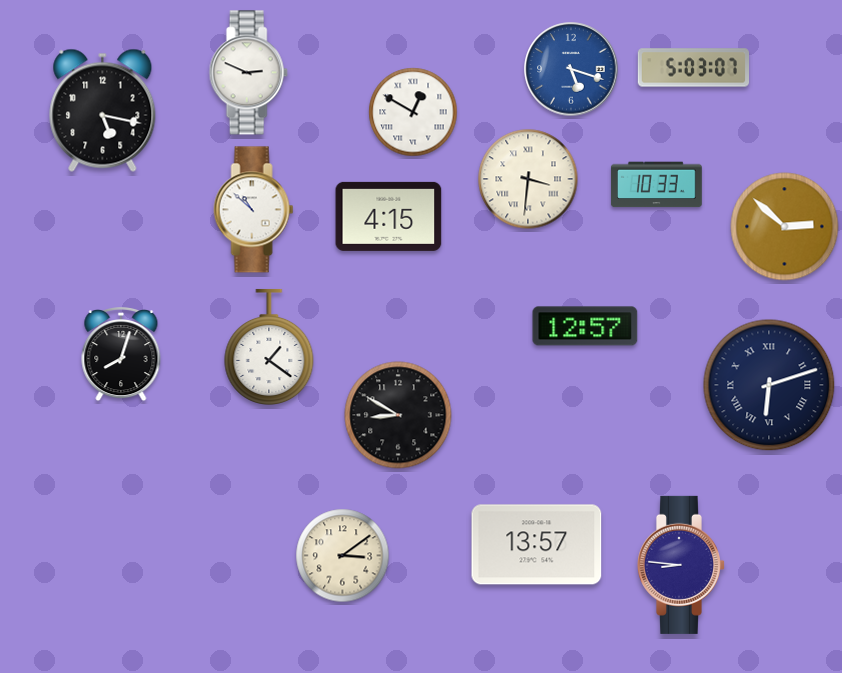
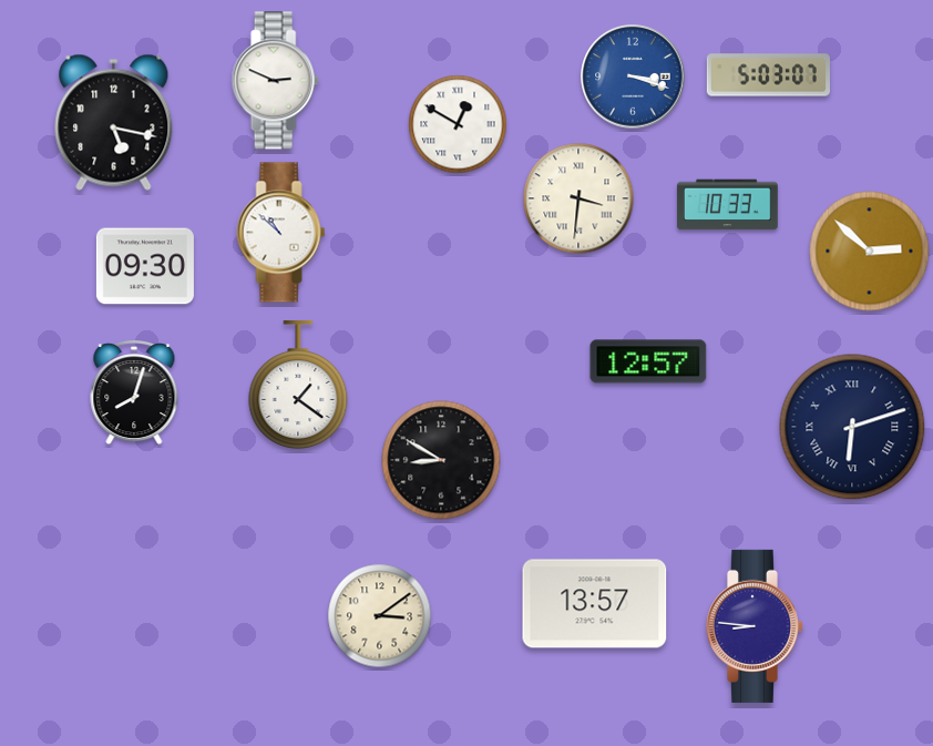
clock at (571, 69): 5:18 -> 3:18
clock at (528, 179) position: (528, 179) -> (578, 198)
clock at (389, 216): 4:15 -> none
clock at (145, 266): none -> 09:30
